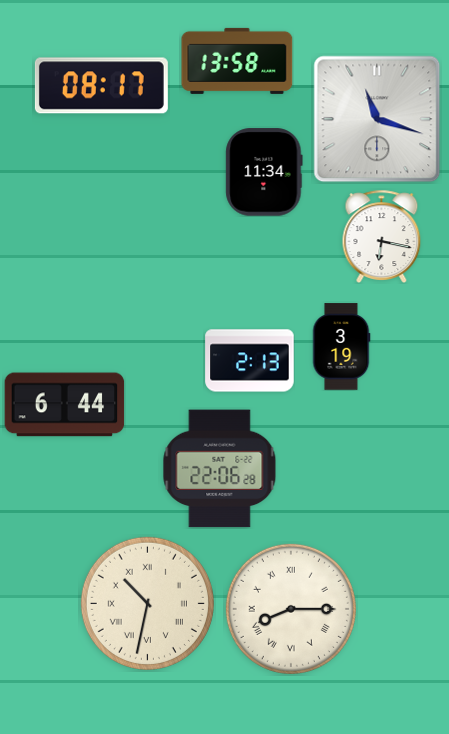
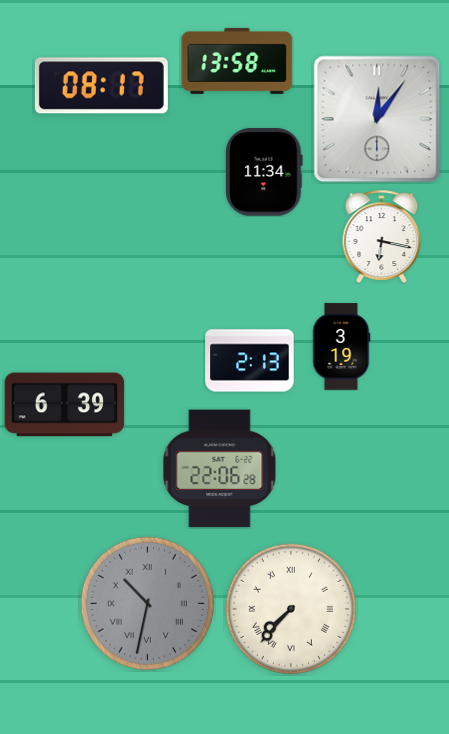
clock at (377, 119): 11:18 -> 12:06
clock at (65, 405): 6:44 -> 6:39
clock at (147, 603) dial: cream -> grey
clock at (291, 609): 8:15 -> 7:37
